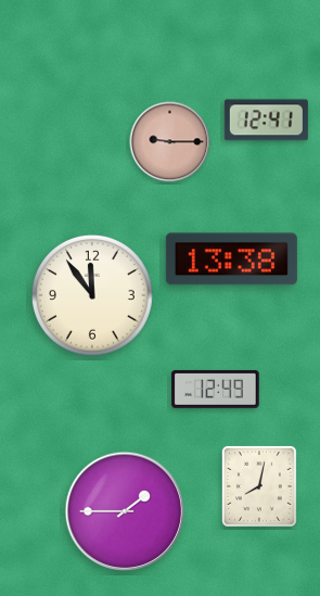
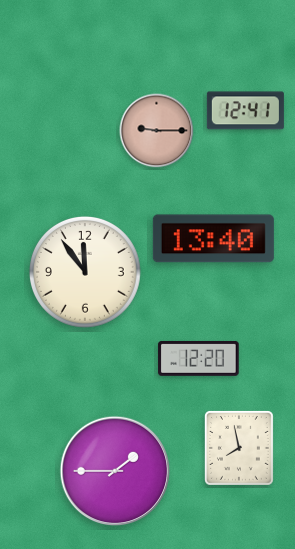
clock at (231, 259): 13:38 -> 13:40
clock at (216, 389): 12:49 -> 12:20
clock at (259, 486): 8:02 -> 7:58
